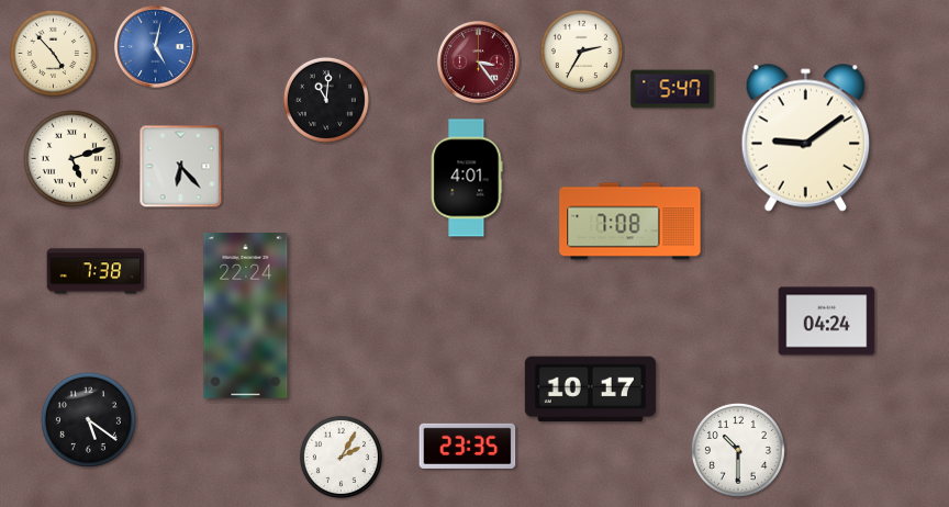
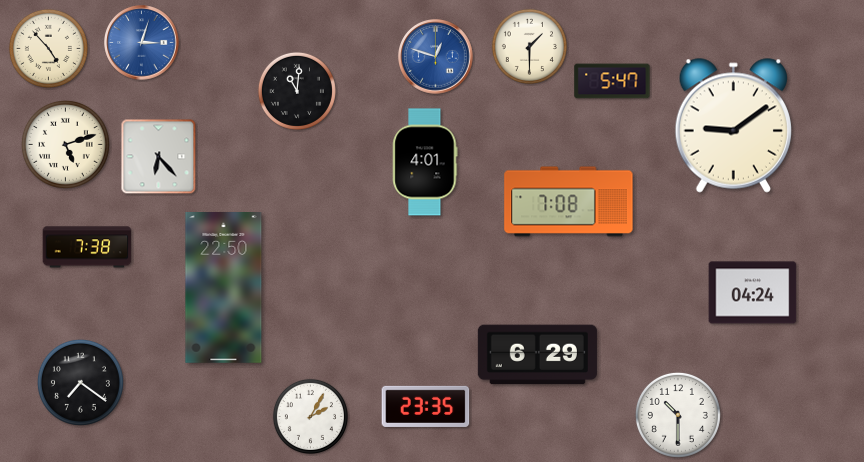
clock at (156, 47): 5:02 -> 3:03
clock at (581, 50): 2:35 -> 1:30
clock at (479, 63): 3:24 -> 12:48
clock at (479, 63) dial: burgundy -> blue
clock at (181, 167) position: (181, 167) -> (159, 157)
clock at (630, 222) position: (630, 222) -> (569, 202)
clock at (246, 316): 22:24 -> 22:50
clock at (590, 390): 10:17 -> 6:29
clock at (88, 419): 5:21 -> 7:21
clock at (738, 450) position: (738, 450) -> (678, 415)
